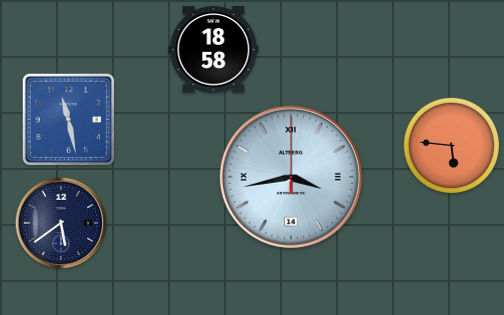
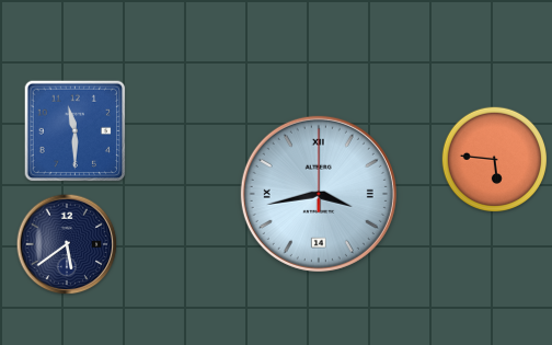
clock at (214, 50): 18:58 -> none
clock at (69, 120): 11:28 -> 11:30
